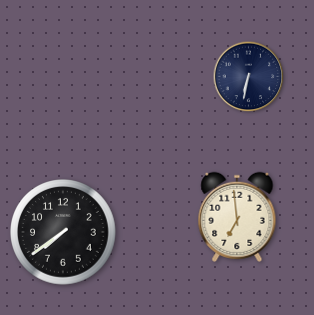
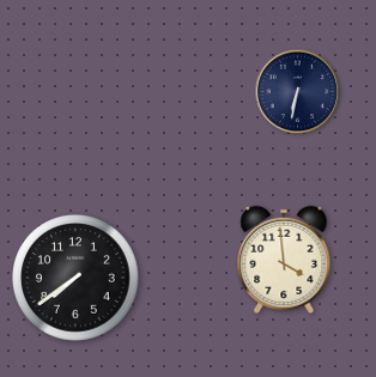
clock at (237, 217): 6:59 -> 3:59
